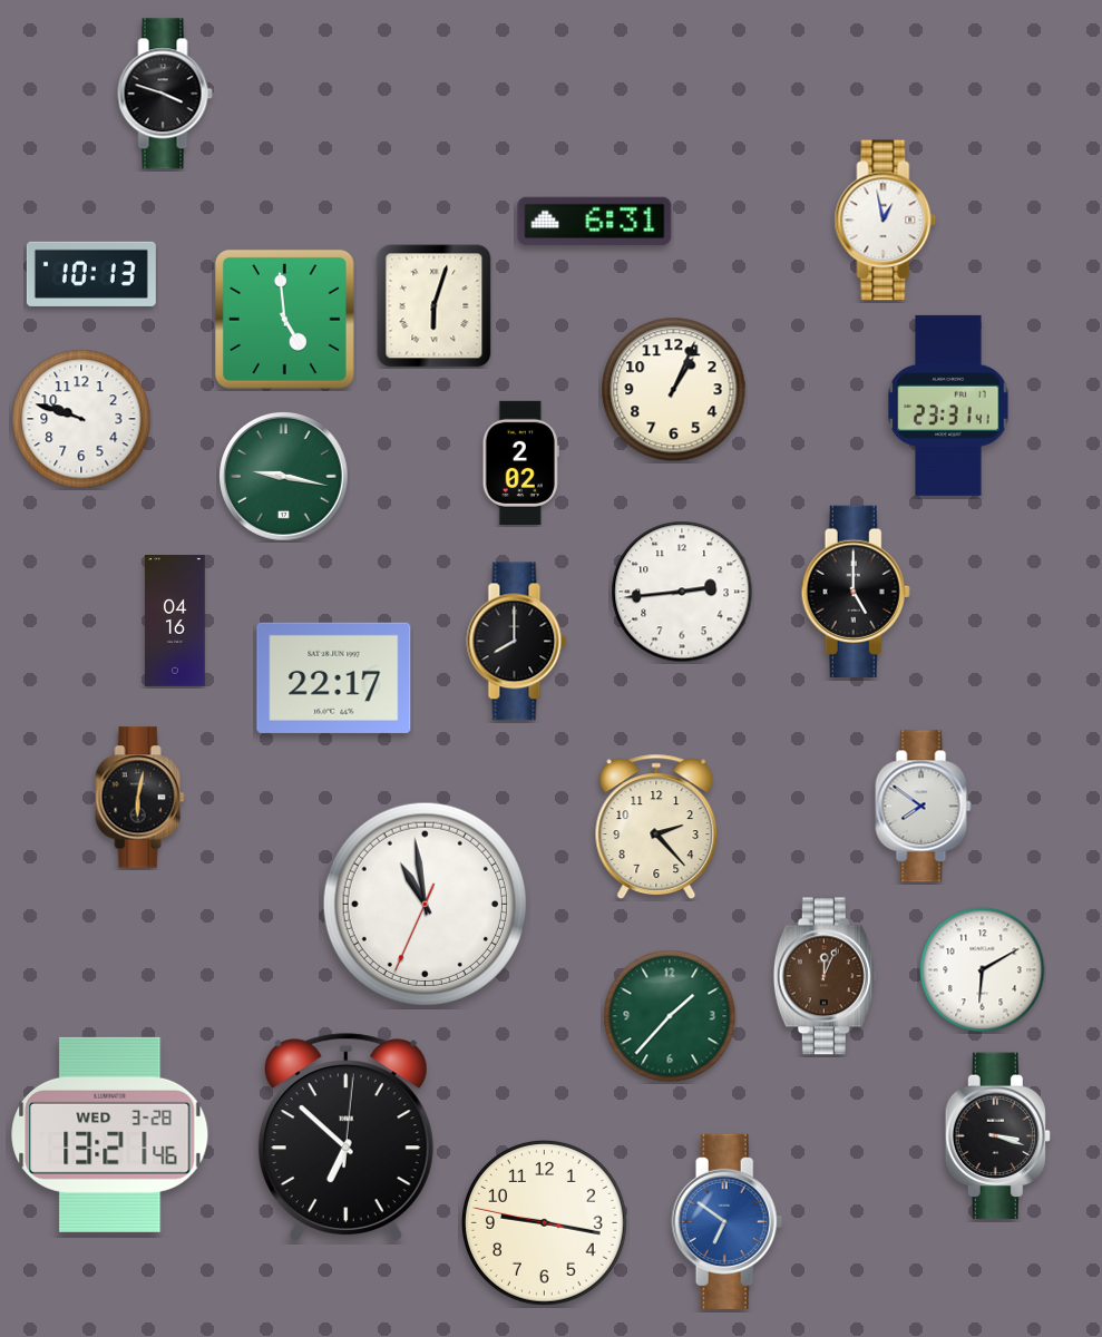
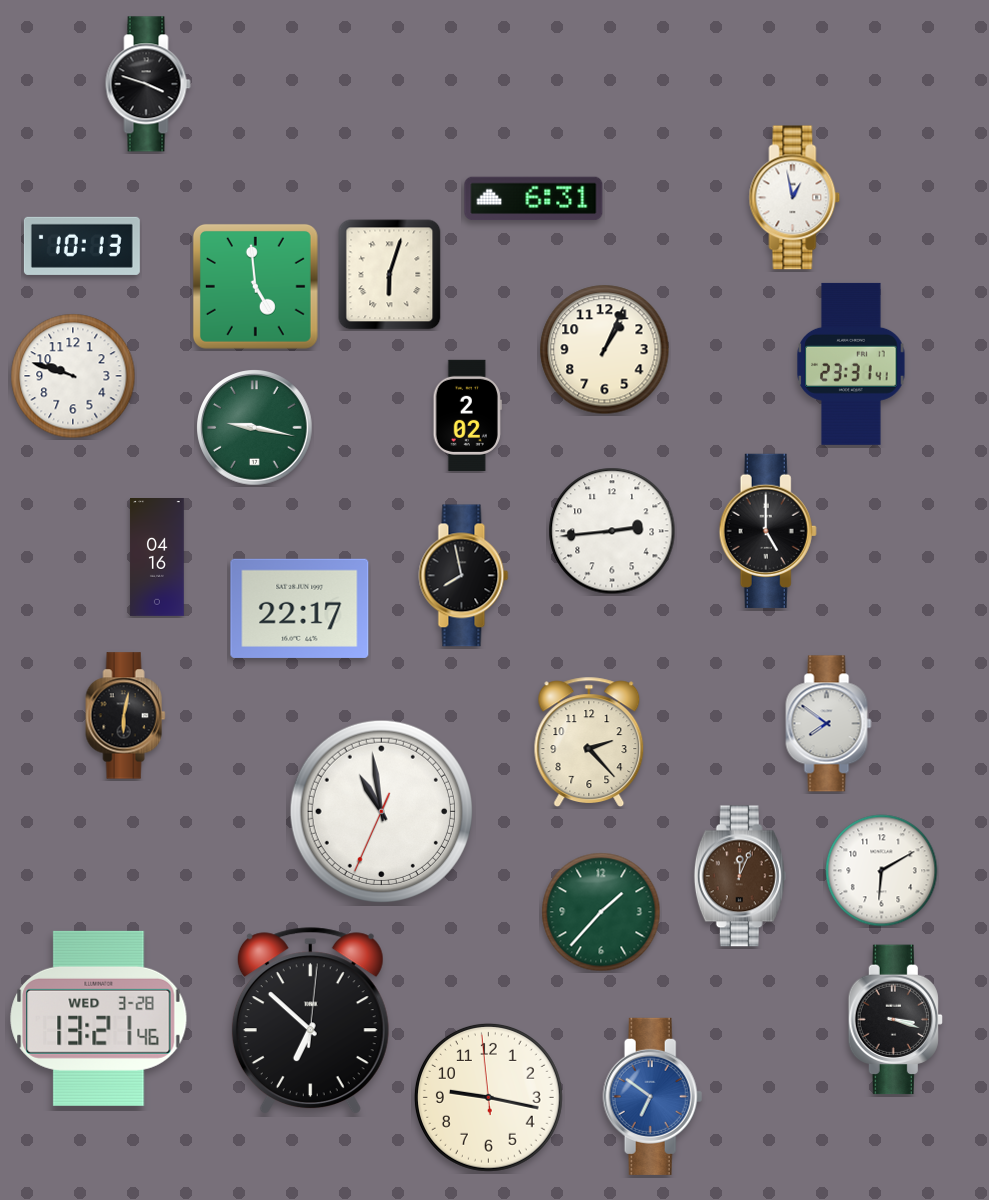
clock at (517, 642): 8:00 -> 7:58
clock at (544, 1222): 9:16:47 -> 9:16:59
